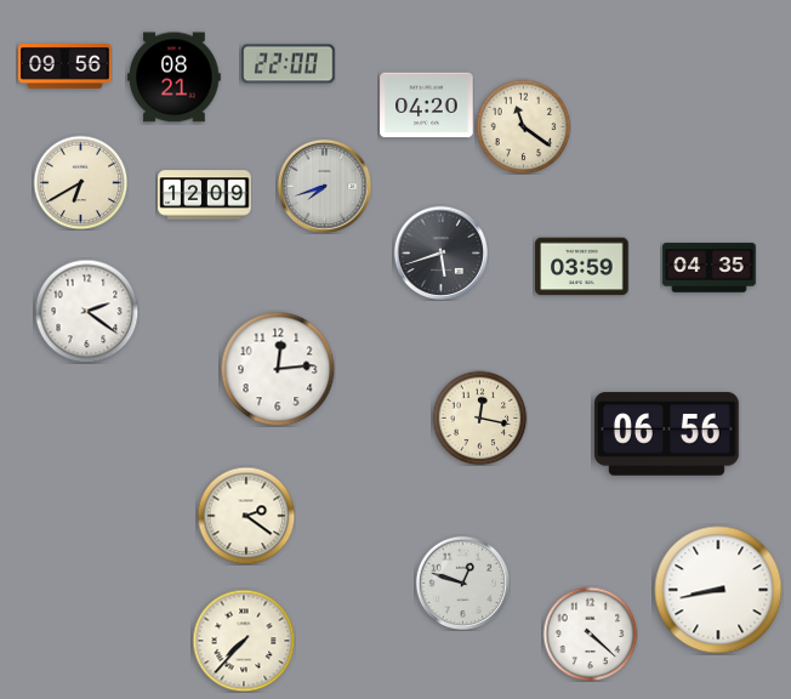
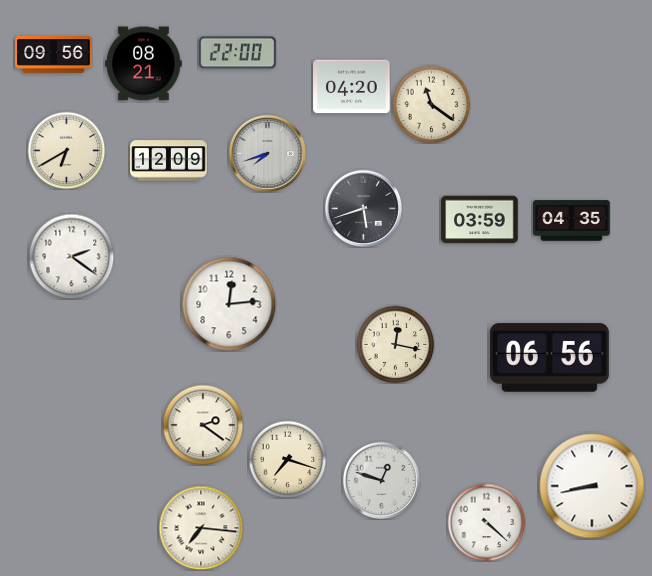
clock at (710, 268) position: (710, 268) -> (572, 221)
clock at (287, 459): none -> 7:18
clock at (244, 641): 7:37 -> 7:16
